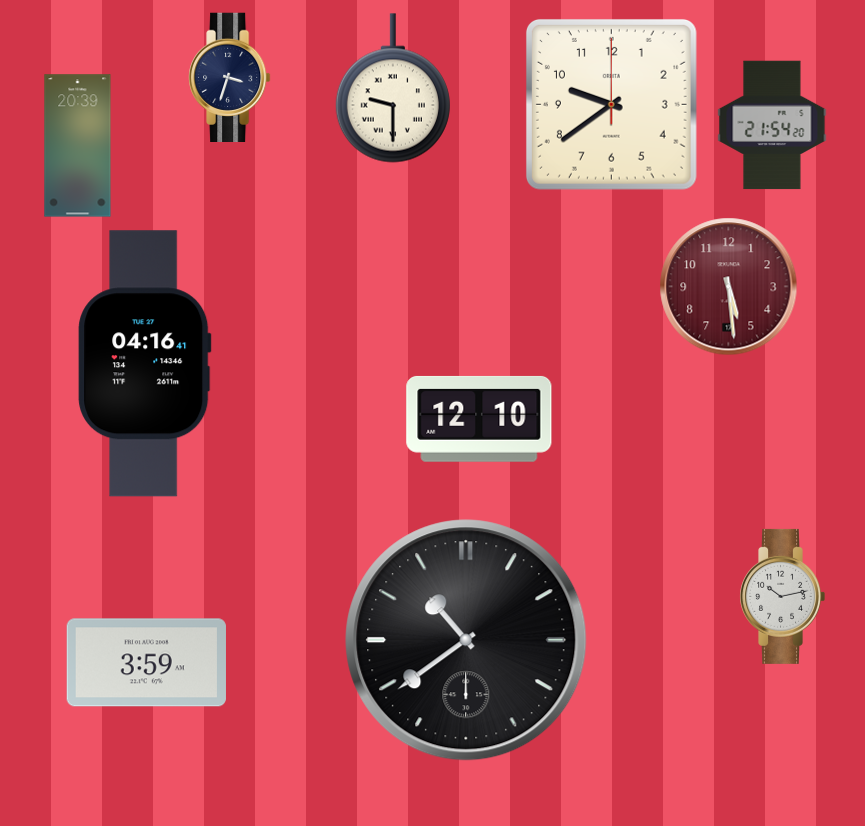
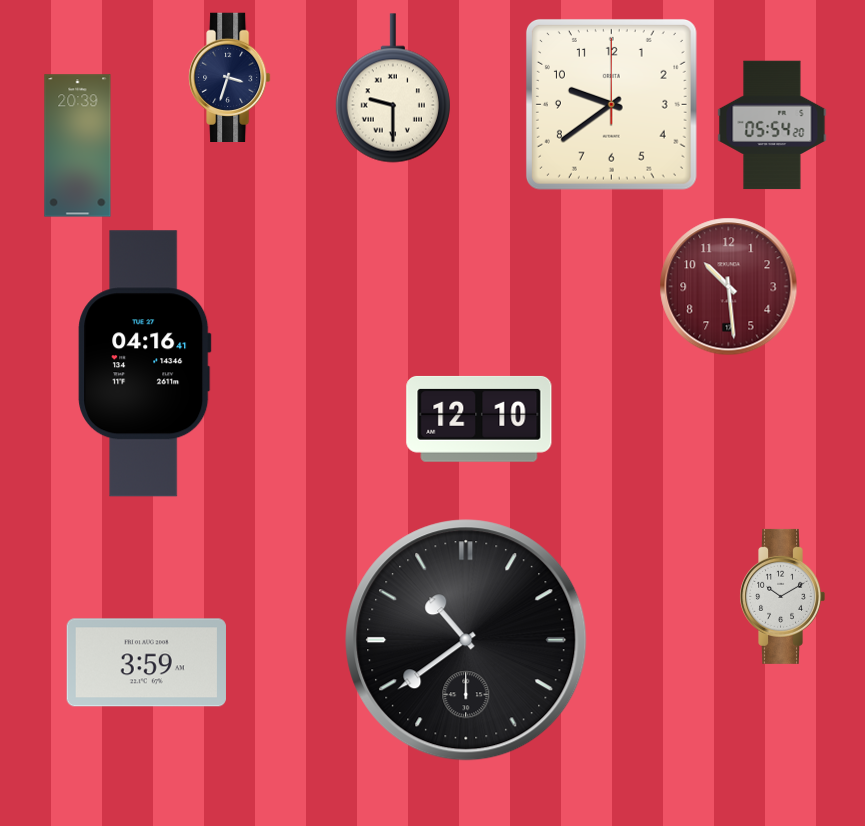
clock at (772, 125): 21:54 -> 05:54
clock at (729, 287): 5:29 -> 10:29
clock at (782, 596): 10:13 -> 10:10
